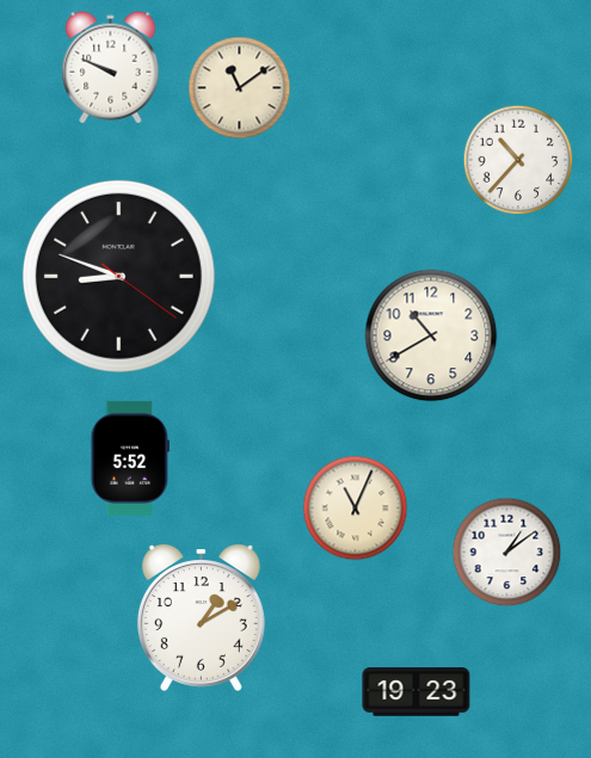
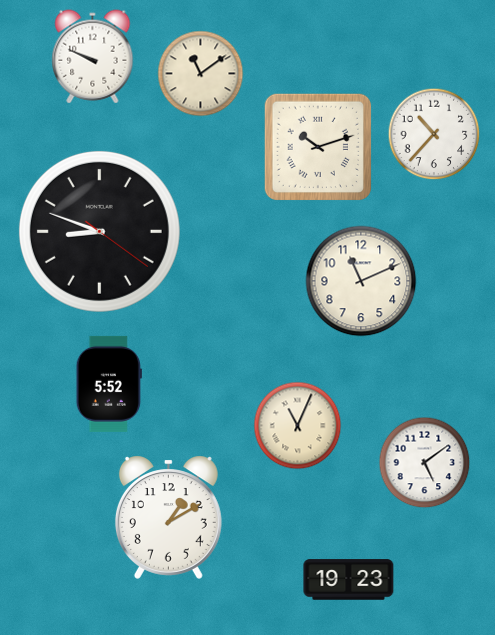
clock at (317, 146): none -> 10:12
clock at (431, 335): 10:40 -> 11:11
clock at (507, 553): 1:09 -> 5:09
